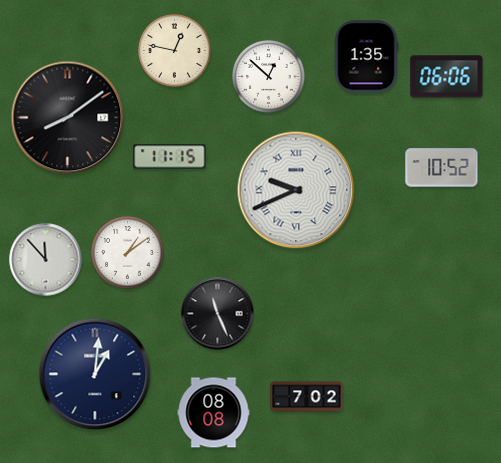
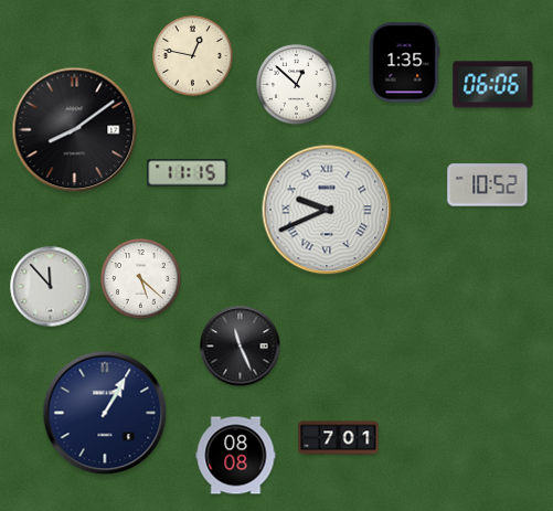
clock at (128, 253): 1:09 -> 5:22
clock at (95, 374): 1:01 -> 1:05
clock at (307, 397): 7:02 -> 7:01
